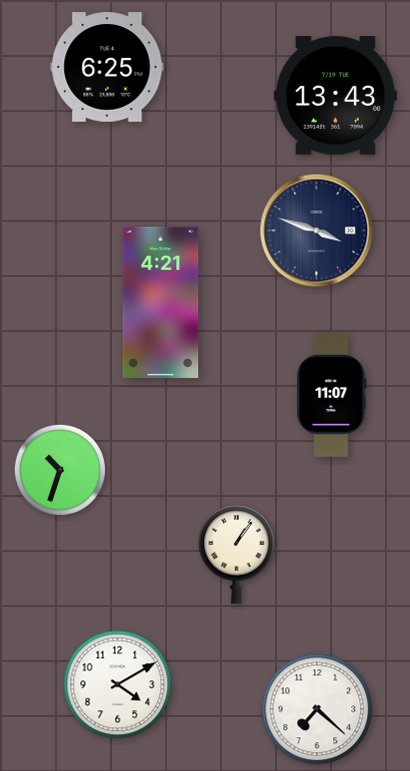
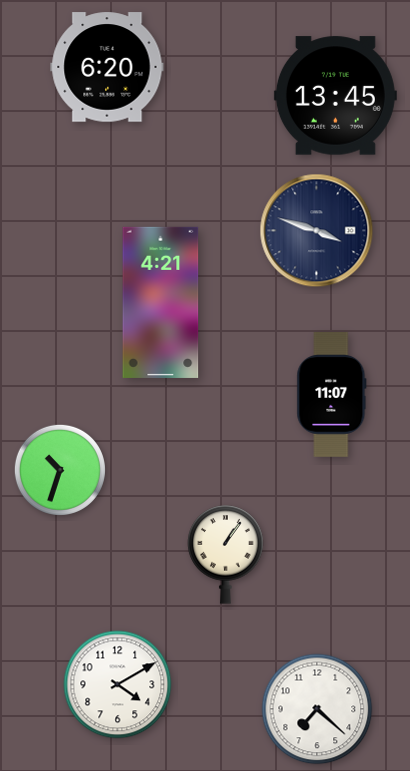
clock at (107, 67): 6:25 -> 6:20
clock at (335, 96): 13:43 -> 13:45
clock at (237, 555) position: (237, 555) -> (226, 555)
